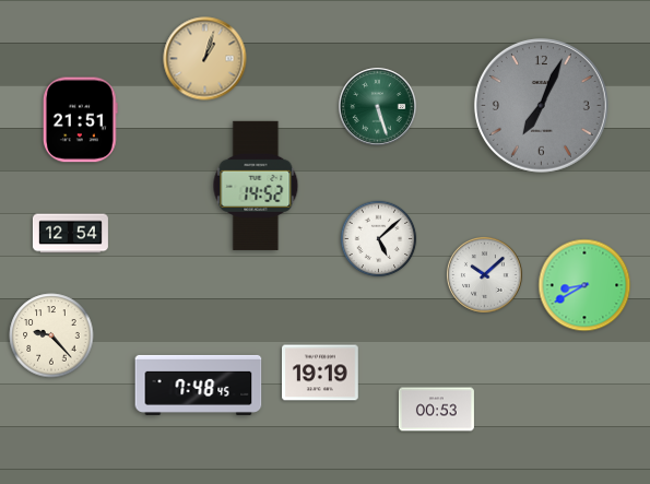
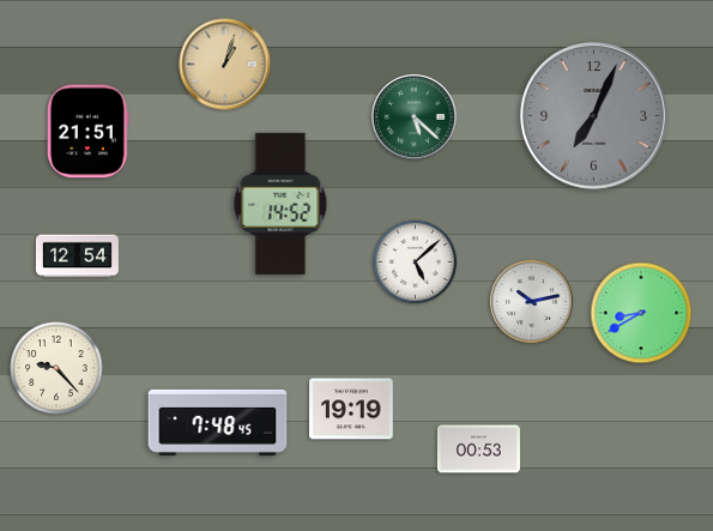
clock at (378, 107): 5:27 -> 5:22
clock at (485, 275): 10:08 -> 10:13
